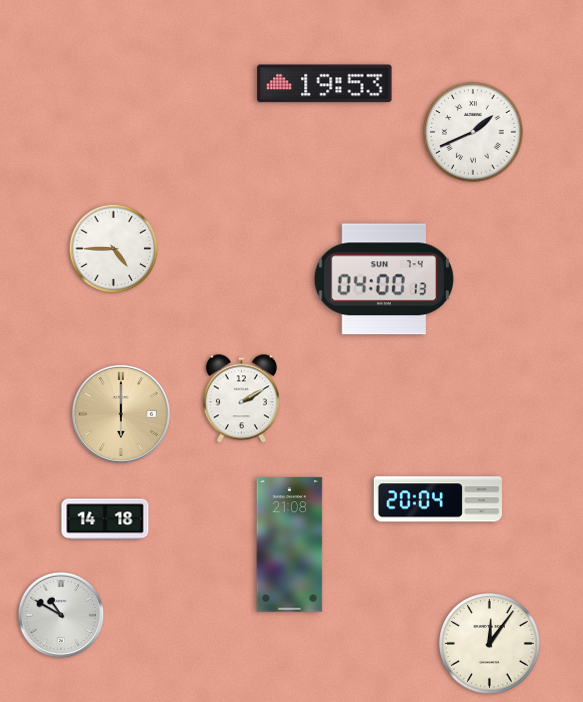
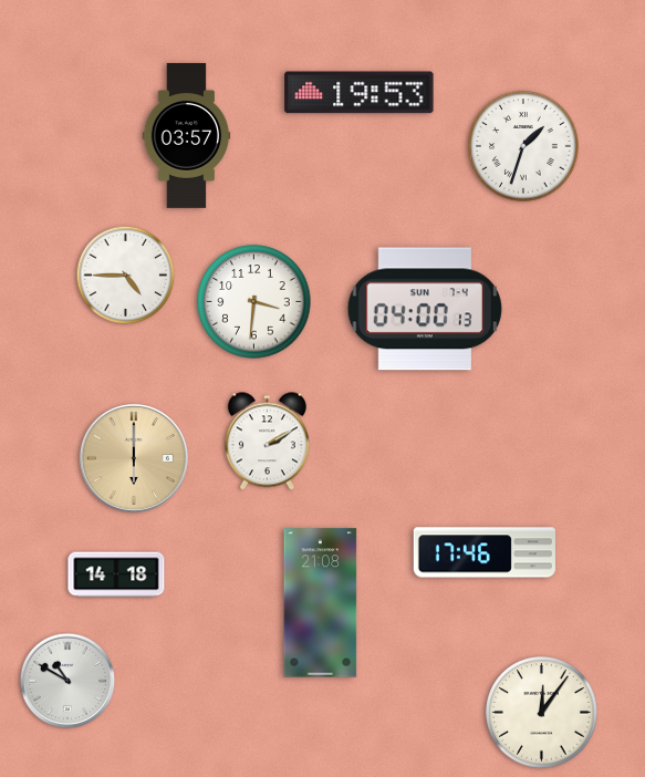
clock at (187, 135): none -> 03:57
clock at (473, 132): 1:41 -> 1:33
clock at (254, 302): none -> 3:31
clock at (438, 499): 20:04 -> 17:46
